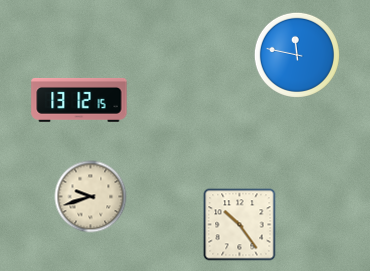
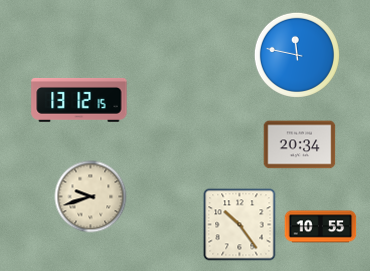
clock at (300, 145): none -> 20:34
clock at (321, 227): none -> 10:55
